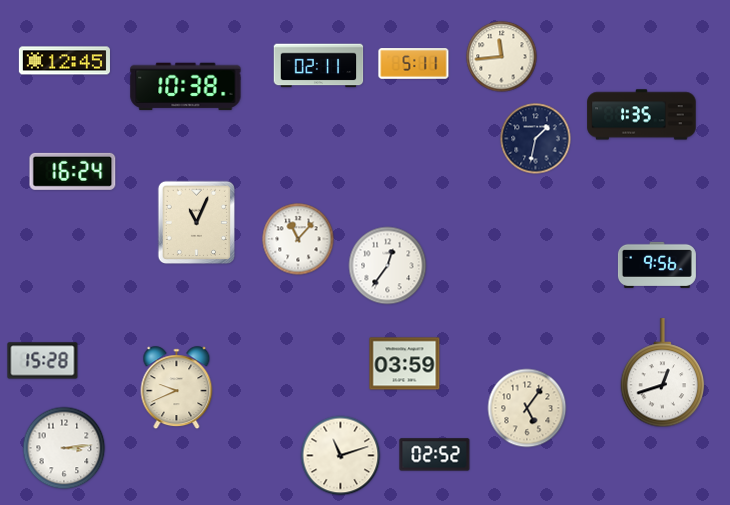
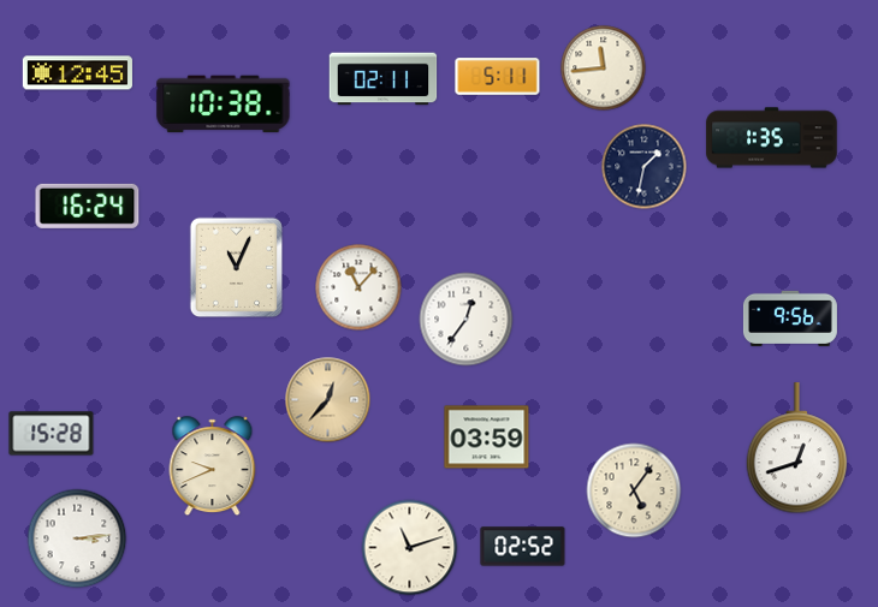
clock at (328, 400): none -> 12:37
